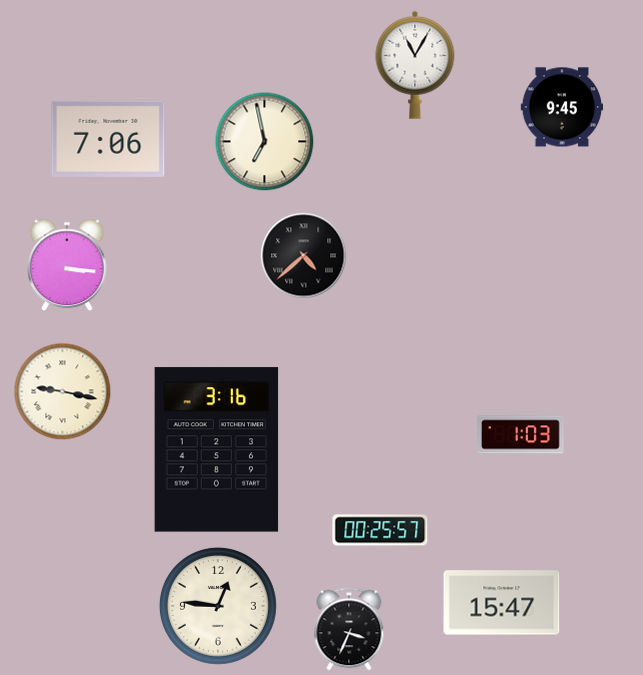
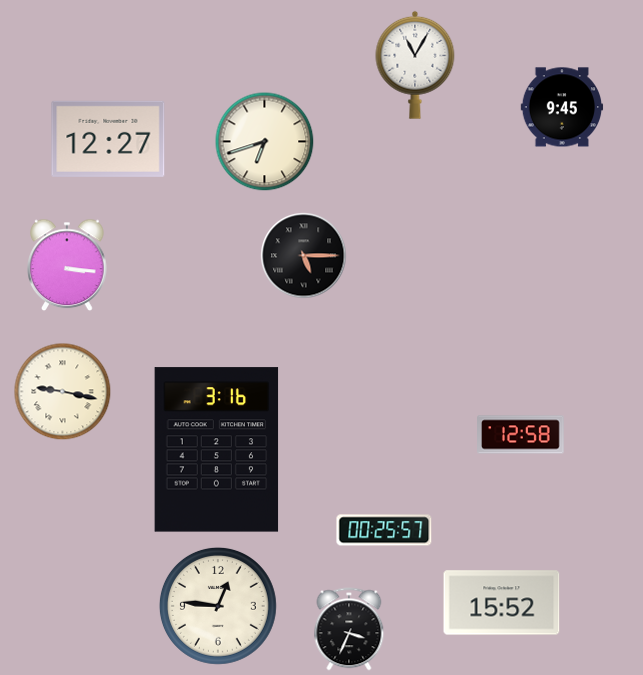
clock at (108, 139): 7:06 -> 12:27
clock at (265, 142): 6:58 -> 6:42
clock at (304, 256): 4:38 -> 5:15
clock at (521, 435): 1:03 -> 12:58
clock at (380, 530) position: (380, 530) -> (384, 530)
clock at (502, 603): 15:47 -> 15:52
